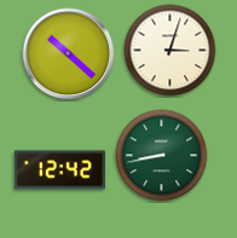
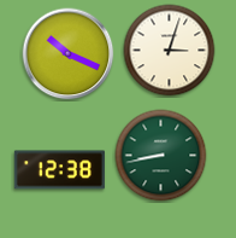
clock at (69, 54): 10:22 -> 10:19
clock at (59, 170): 12:42 -> 12:38
